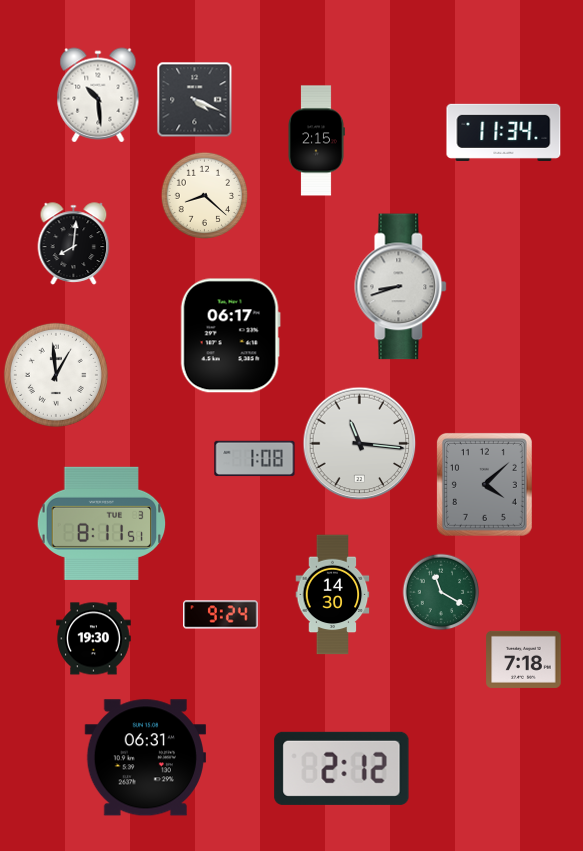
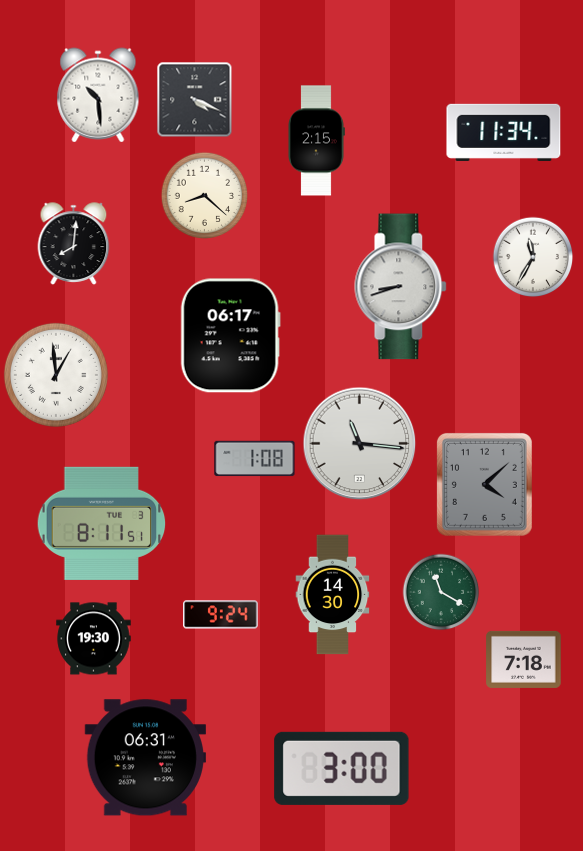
clock at (533, 257): none -> 11:35
clock at (342, 768): 2:12 -> 3:00
